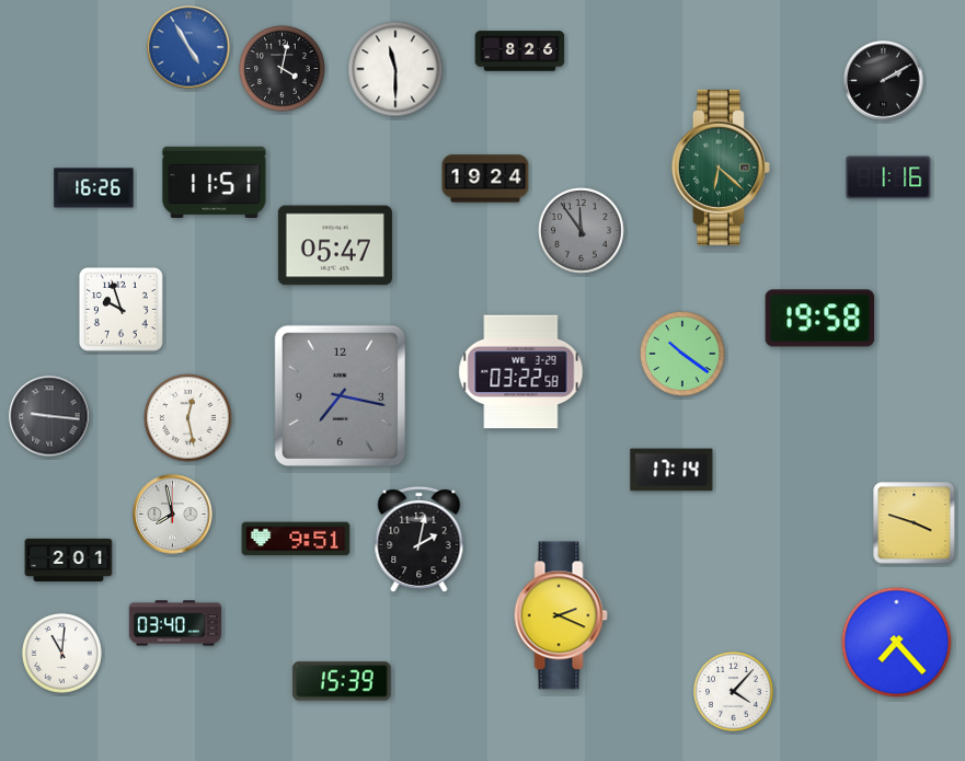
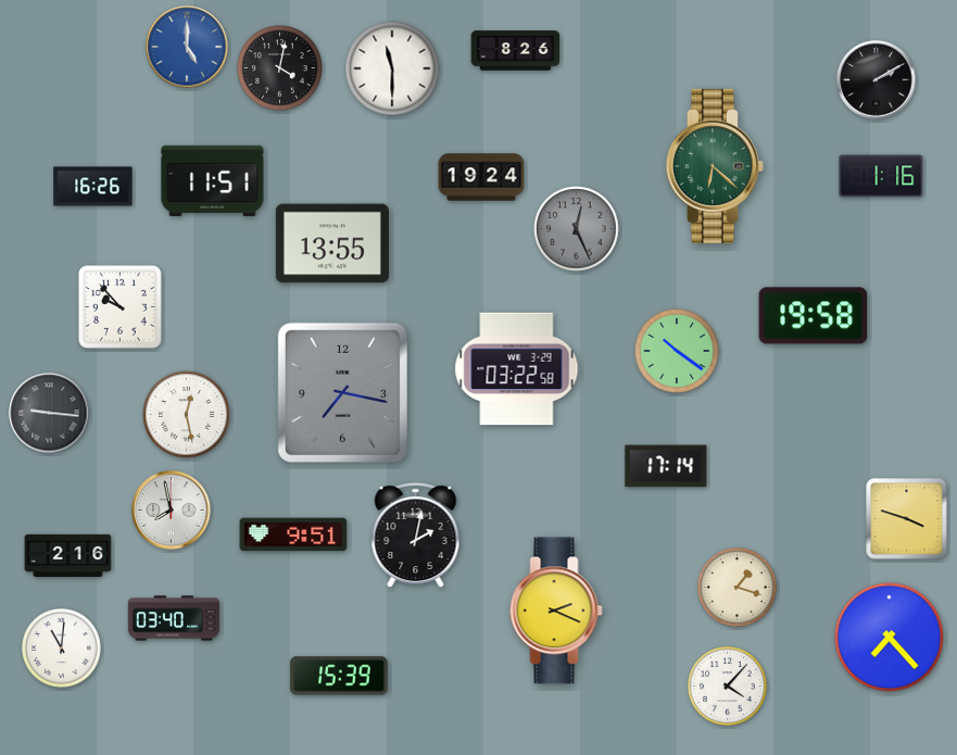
clock at (188, 47): 4:55 -> 5:00
clock at (582, 231): 11:54 -> 12:26
clock at (335, 245): 05:47 -> 13:55
clock at (120, 309): 9:57 -> 9:53
clock at (340, 395) position: (340, 395) -> (342, 392)
clock at (69, 561): 2:01 -> 2:16
clock at (736, 587): none -> 1:18
